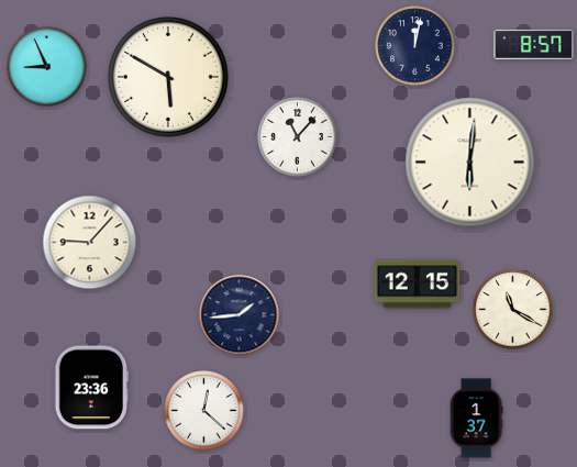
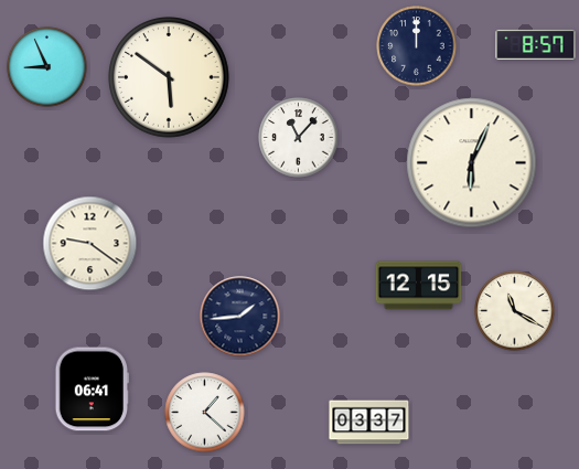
clock at (415, 46): 12:02 -> 12:00
clock at (169, 78): 5:50 -> 5:51
clock at (470, 163): 6:01 -> 6:04
clock at (90, 243): 9:07 -> 9:21
clock at (91, 388): 23:36 -> 06:41
clock at (204, 411): 12:22 -> 1:22
clock at (476, 419): 1:37 -> none
clock at (369, 423): none -> 03:37
